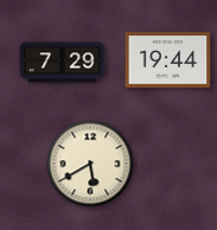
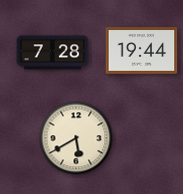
clock at (63, 63): 7:29 -> 7:28
